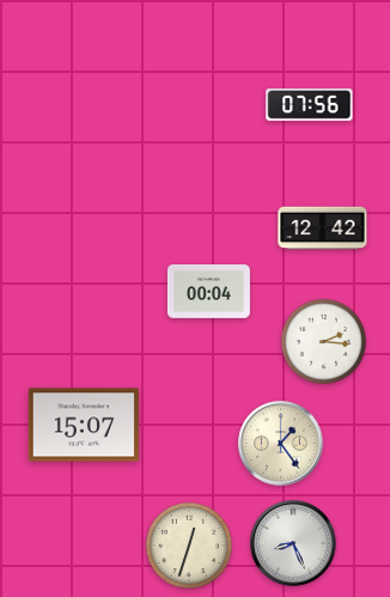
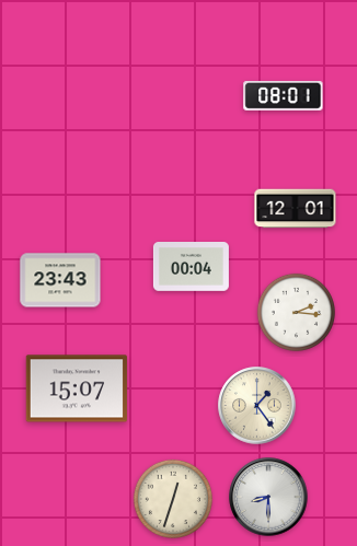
clock at (310, 104): 07:56 -> 08:01
clock at (323, 229): 12:42 -> 12:01
clock at (60, 280): none -> 23:43
clock at (293, 543): 8:26 -> 8:30
